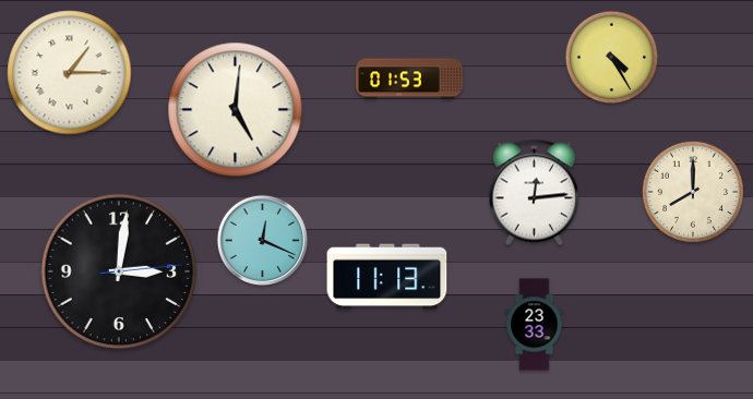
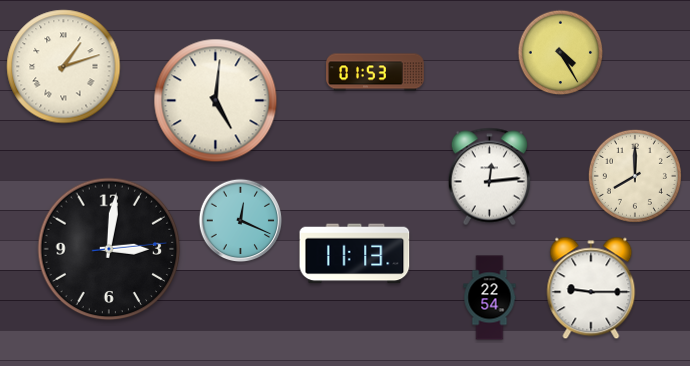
clock at (70, 73): 1:15 -> 1:12
clock at (591, 288): none -> 9:15
clock at (535, 325): 23:33 -> 22:54
